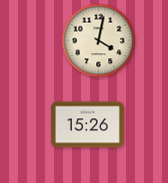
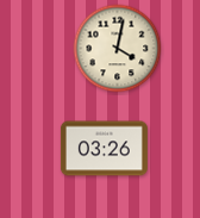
clock at (87, 125): 15:26 -> 03:26
